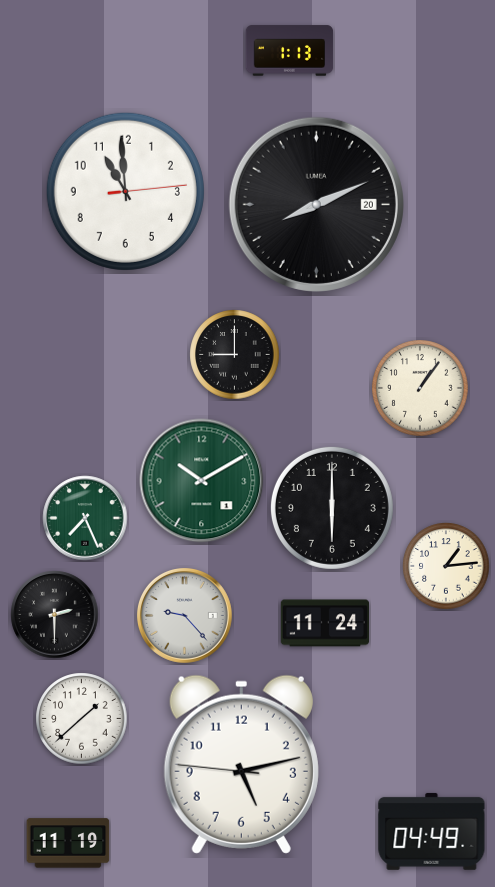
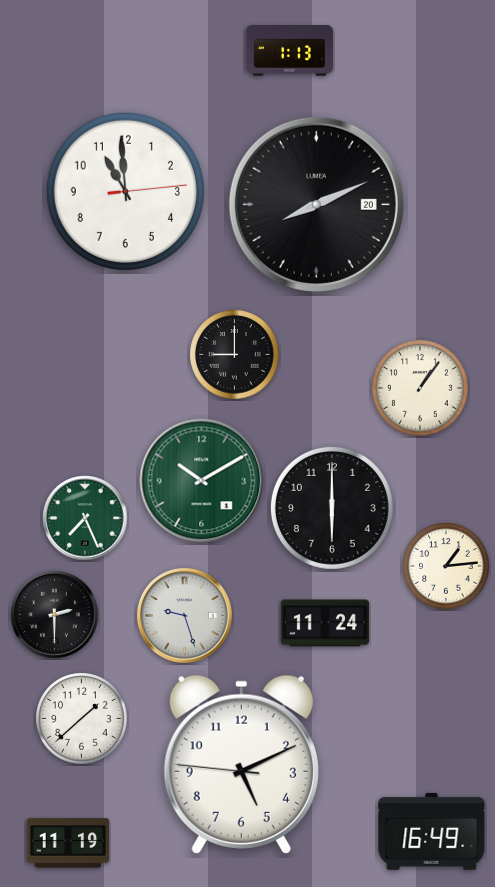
clock at (184, 615): 9:23 -> 9:27
clock at (241, 764): 5:12 -> 5:10
clock at (432, 831): 04:49 -> 16:49
